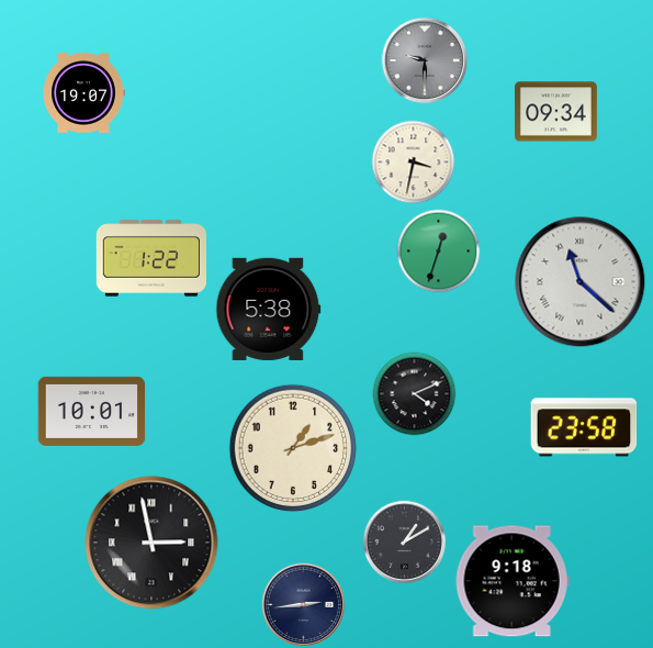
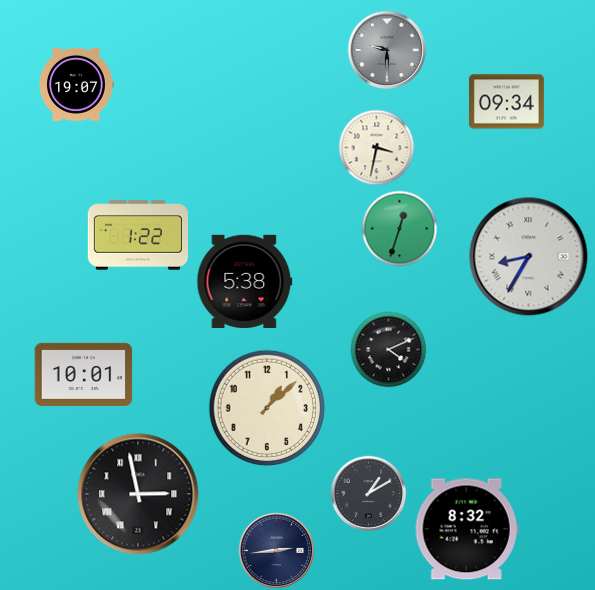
clock at (425, 60) position: (425, 60) -> (387, 50)
clock at (581, 282): 11:22 -> 8:35
clock at (415, 394) position: (415, 394) -> (389, 350)
clock at (584, 427): 23:58 -> none
clock at (293, 448): 1:12 -> 1:08
clock at (513, 581): 9:18 -> 8:32
